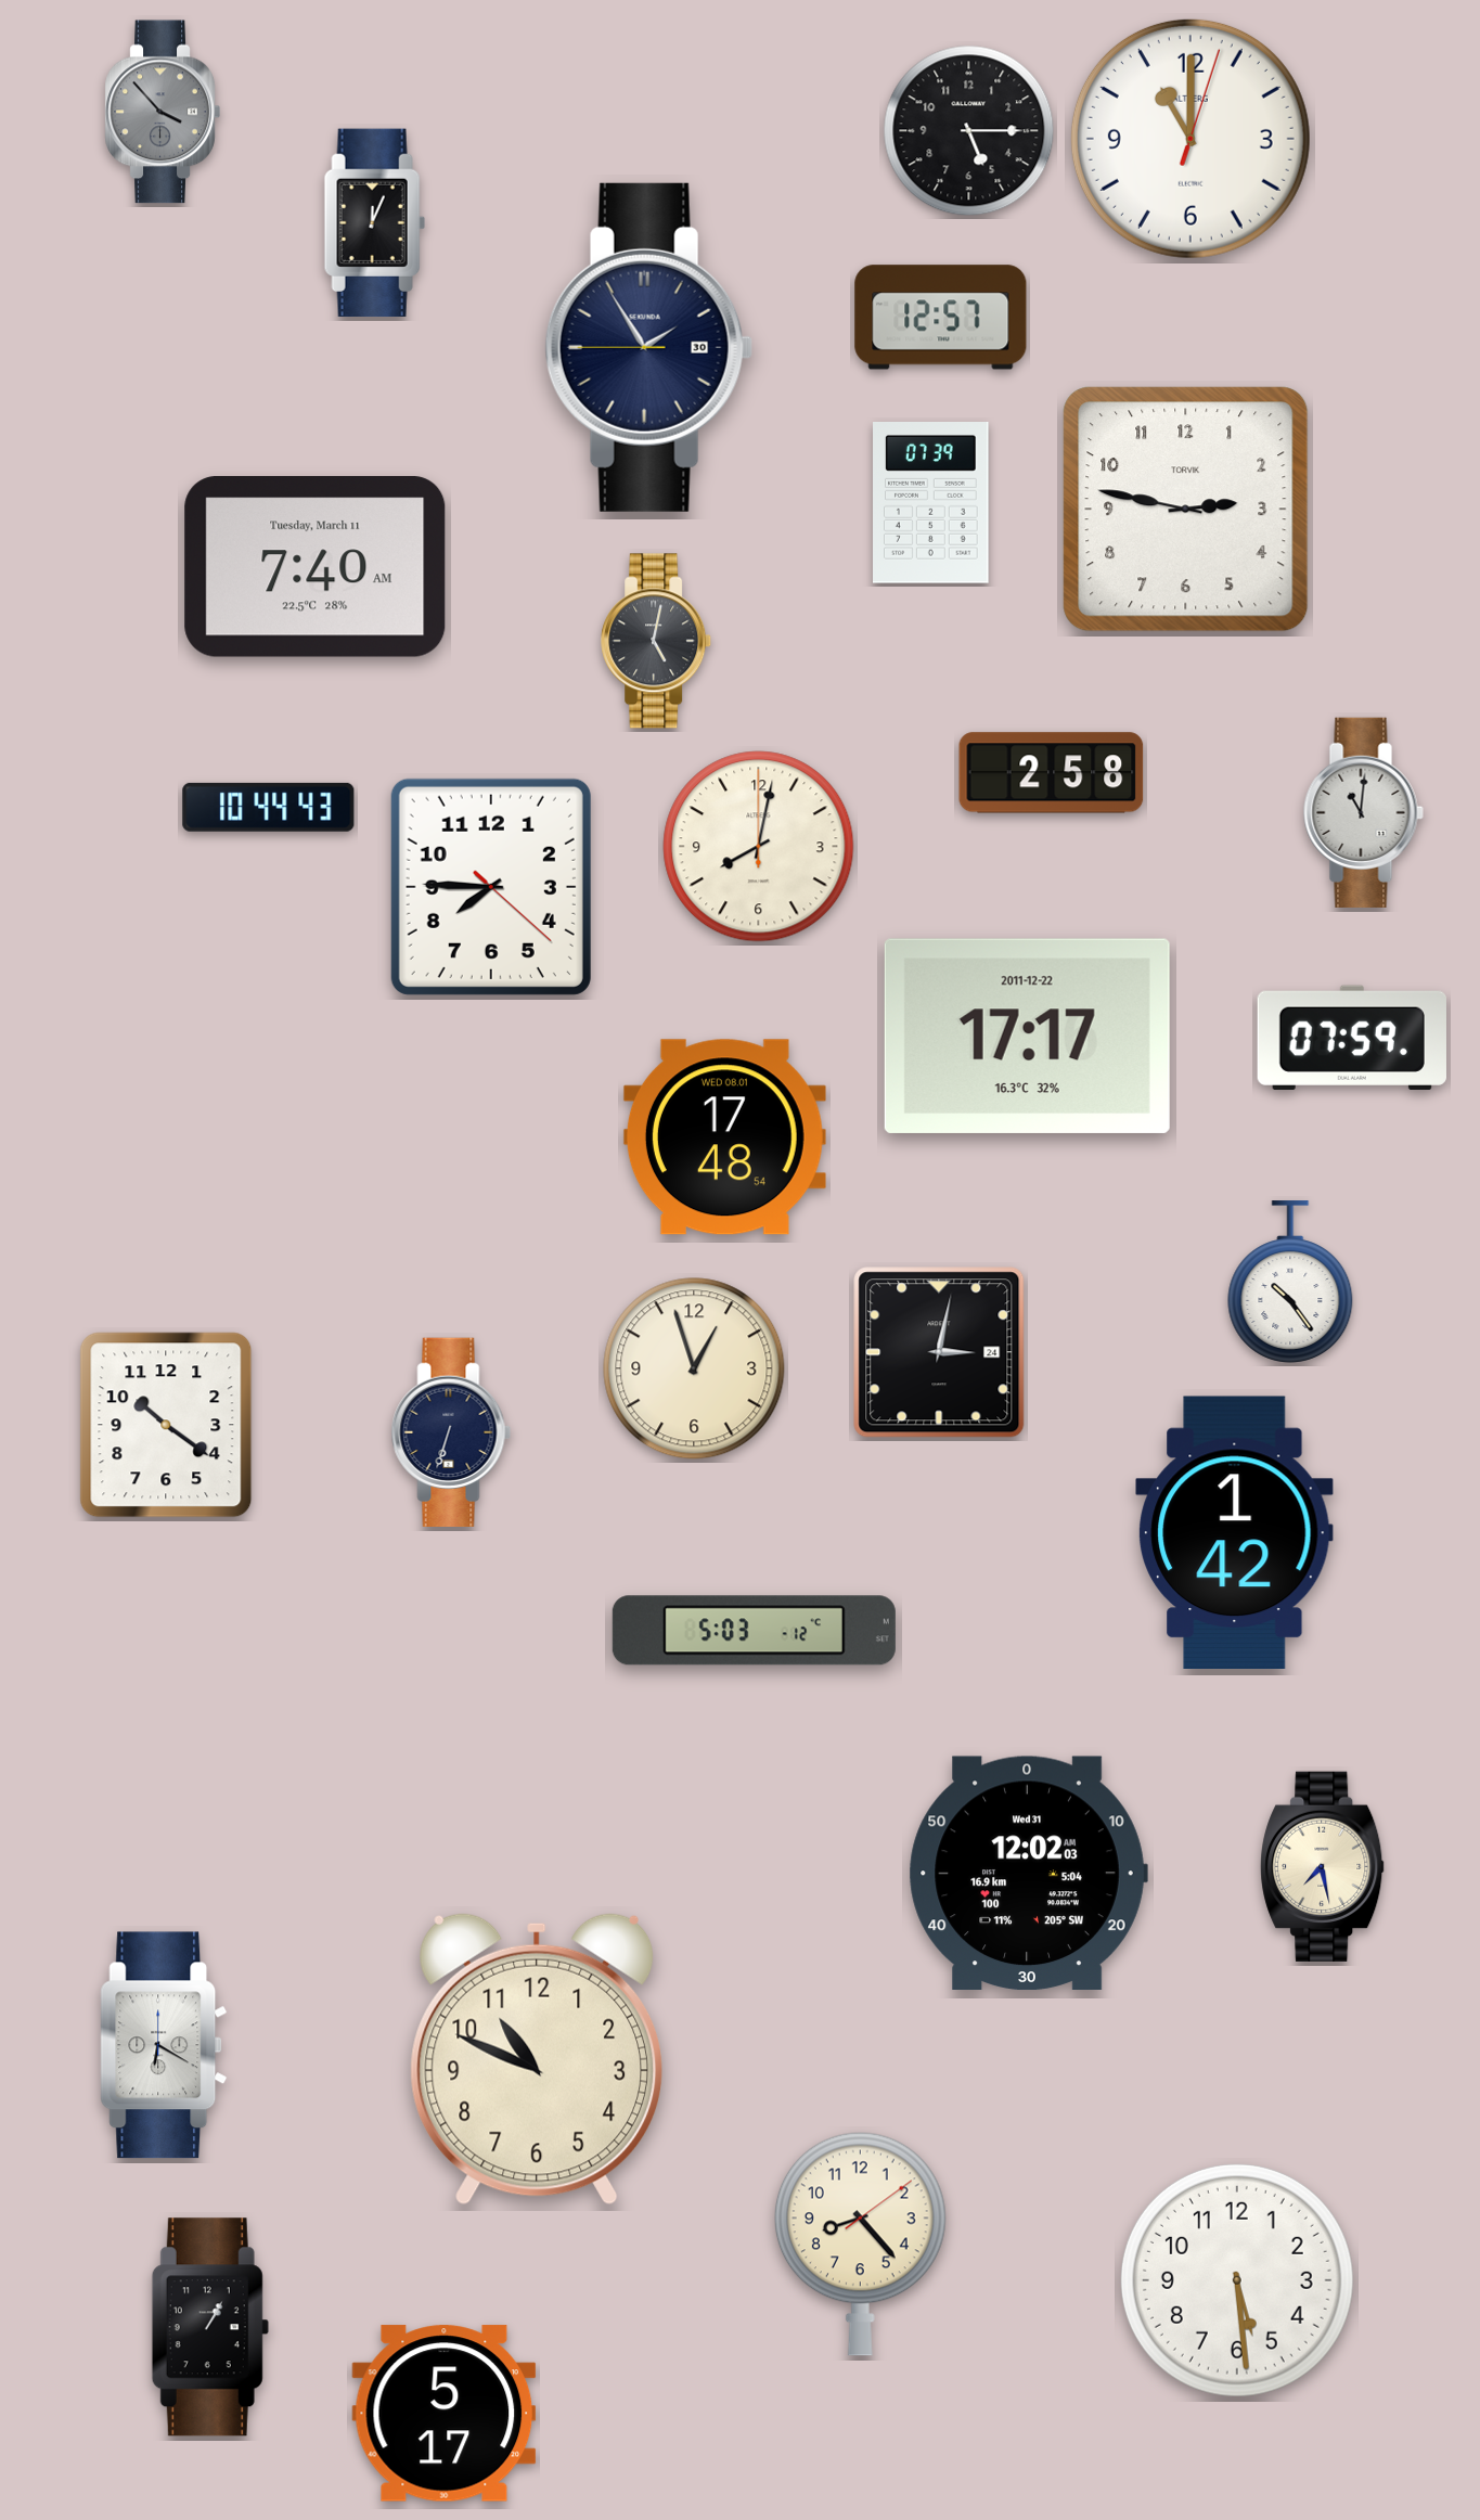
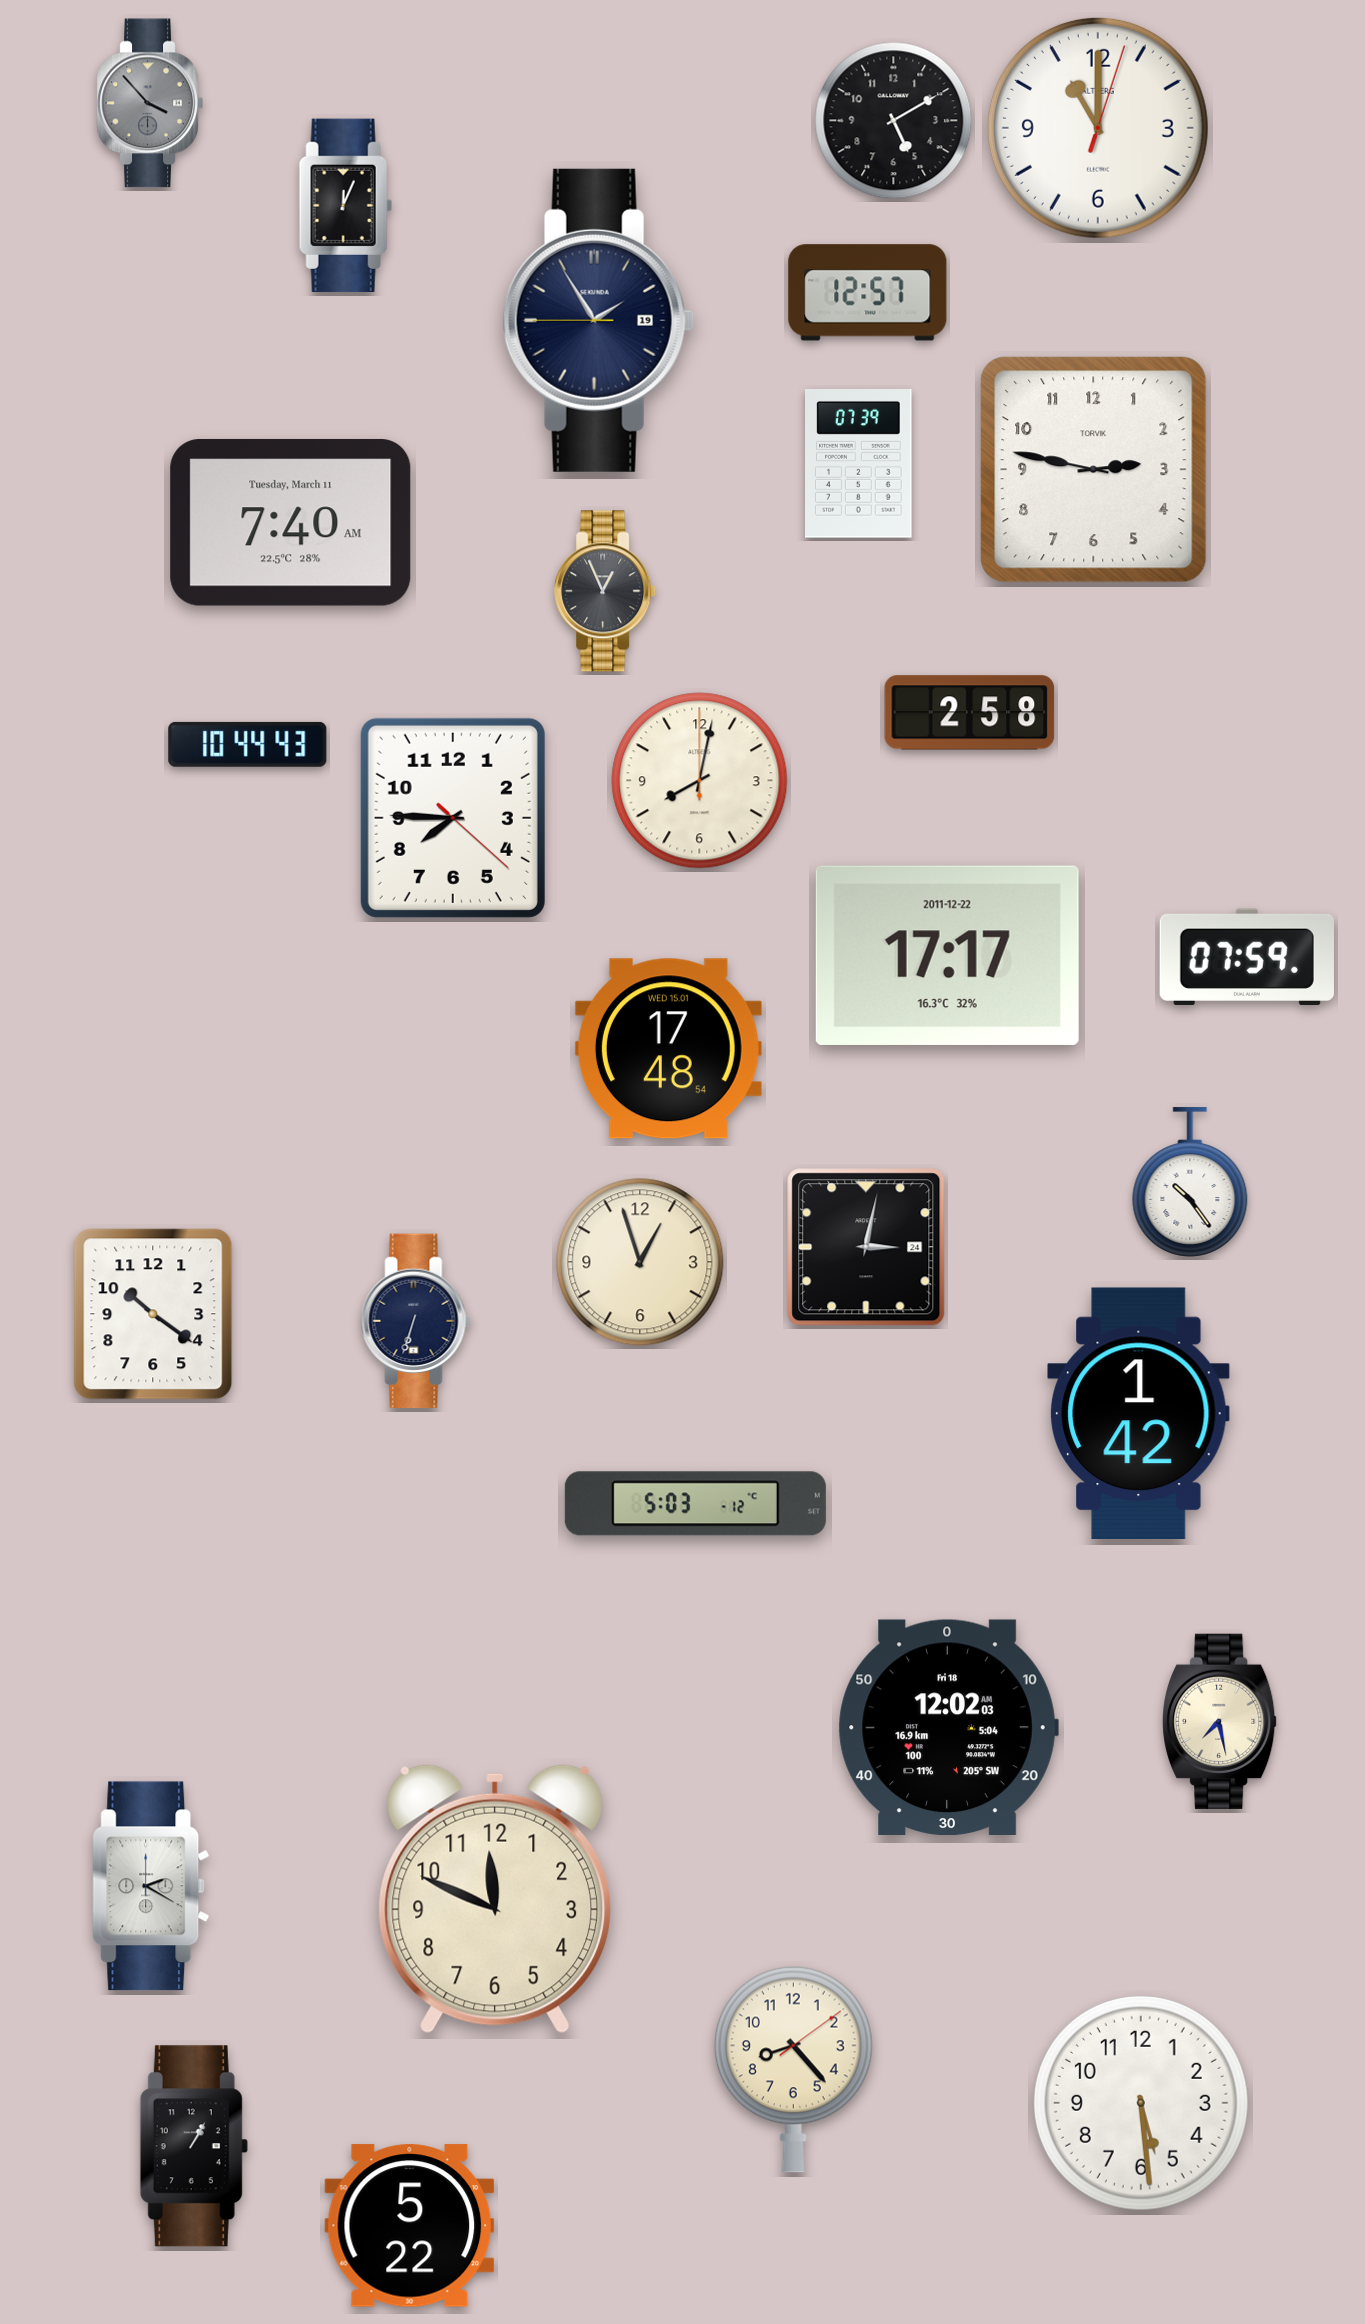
clock at (969, 131): 5:15 -> 5:10
clock at (648, 347) date: 30 -> 19
clock at (657, 641): 5:02 -> 12:56
clock at (1363, 812): 11:01 -> none
clock at (724, 1137) date: WED 08.01 -> WED 15.01
clock at (1028, 1873) date: Wed 31 -> Fri 18
clock at (164, 2045): 6:20 -> 2:20
clock at (536, 2059): 10:49 -> 11:49
clock at (445, 2414): 5:17 -> 5:22
